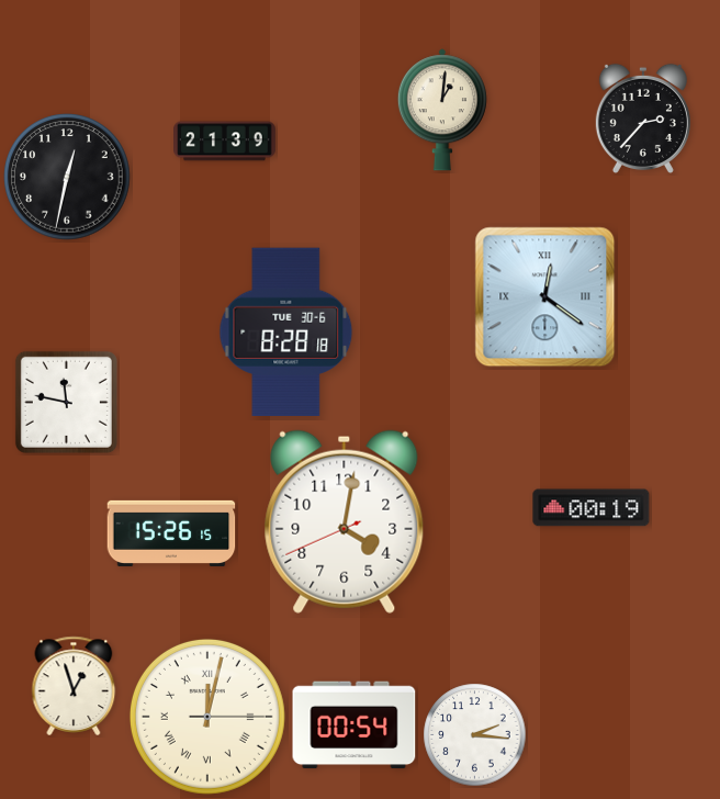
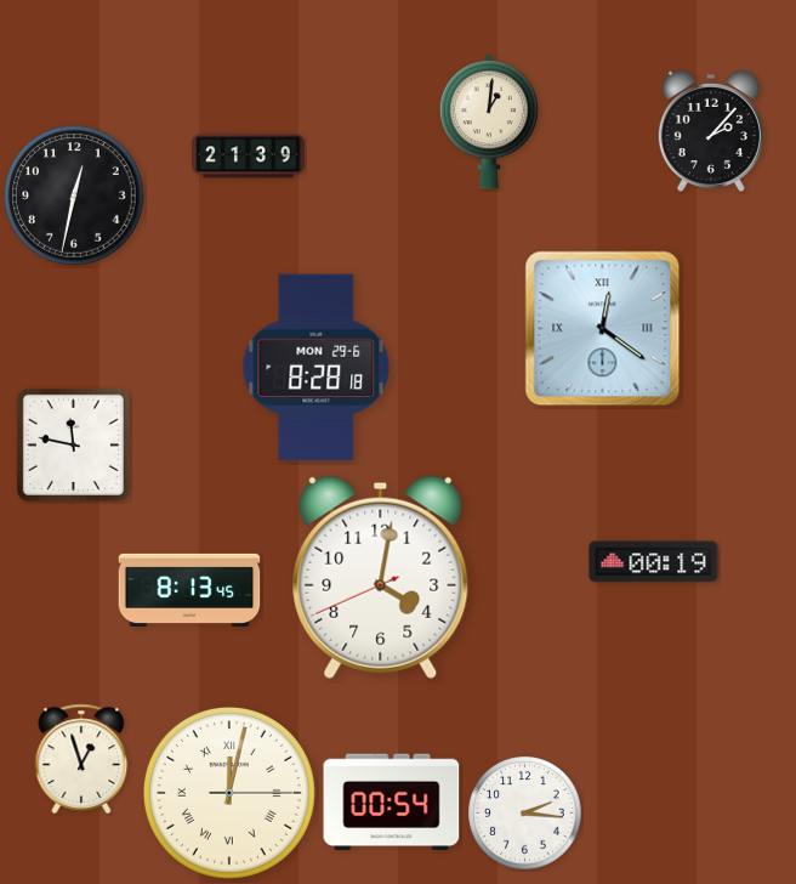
clock at (643, 117): 2:37 -> 2:07
clock at (286, 331) date: TUE 30-6 -> MON 29-6
clock at (171, 533): 15:26 -> 8:13
